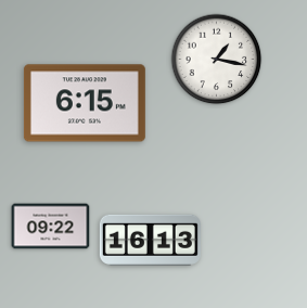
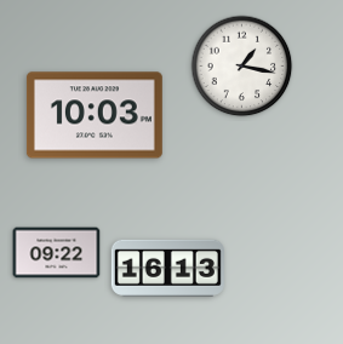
clock at (85, 103): 6:15 -> 10:03
